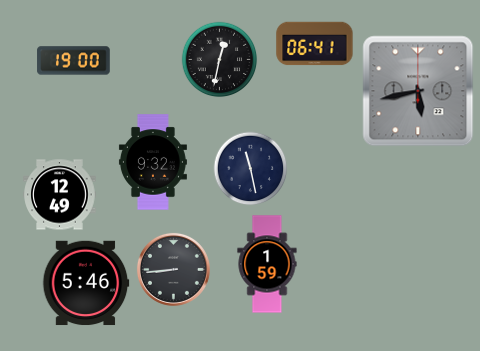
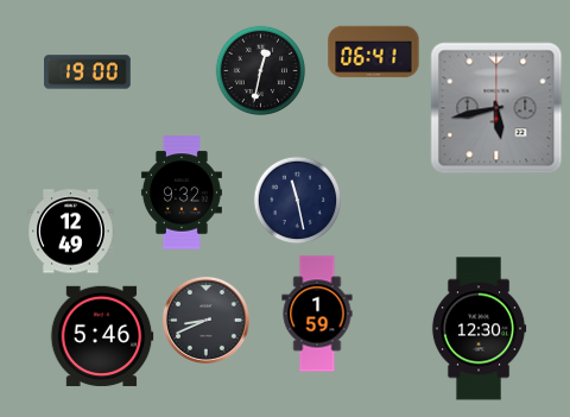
clock at (173, 269): 8:44 -> 8:41
clock at (479, 329): none -> 12:30
